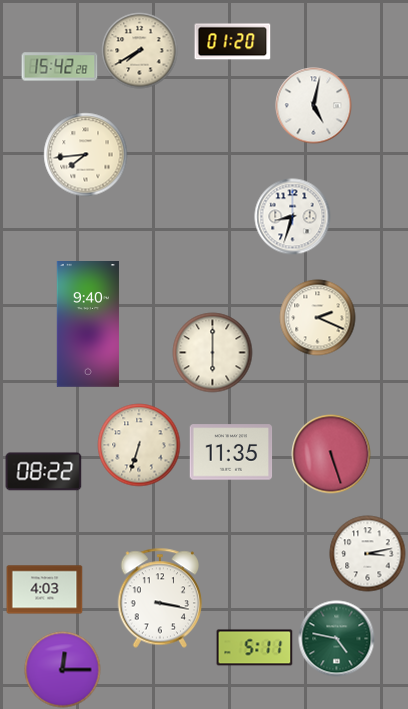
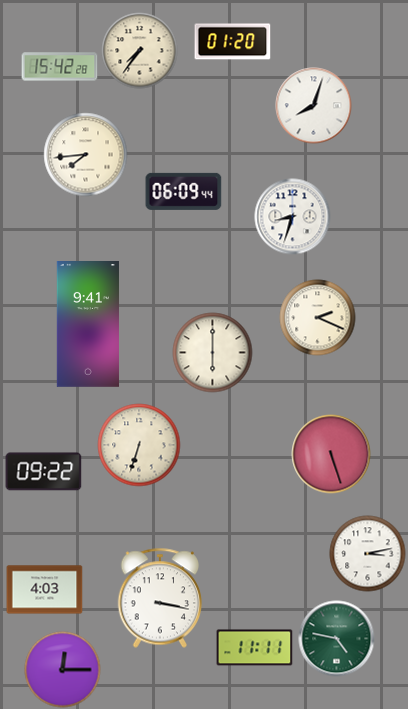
clock at (140, 51): 7:40 -> 7:36
clock at (314, 106): 5:02 -> 8:03
clock at (184, 191): none -> 06:09
clock at (88, 325): 9:40 -> 9:41
clock at (231, 452): 11:35 -> none
clock at (44, 472): 08:22 -> 09:22
clock at (255, 648): 5:11 -> 11:11
